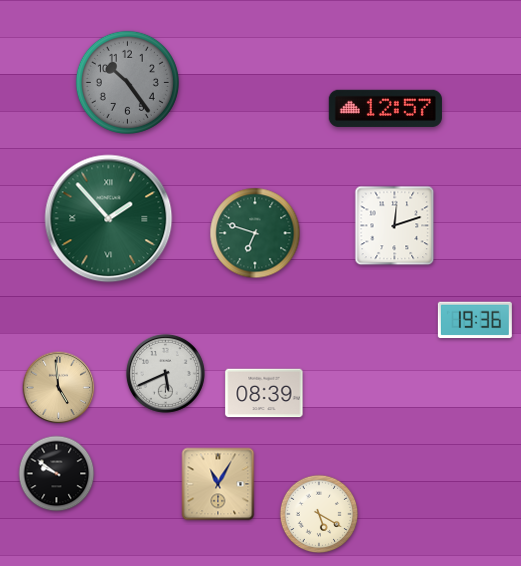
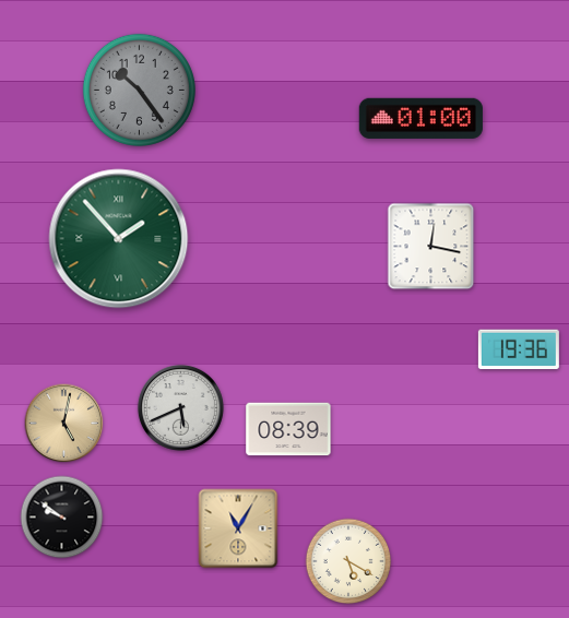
clock at (385, 108): 12:57 -> 01:00
clock at (395, 226): 12:12 -> 12:17
clock at (255, 233): 6:48 -> none
clock at (59, 388): 4:59 -> 5:02
